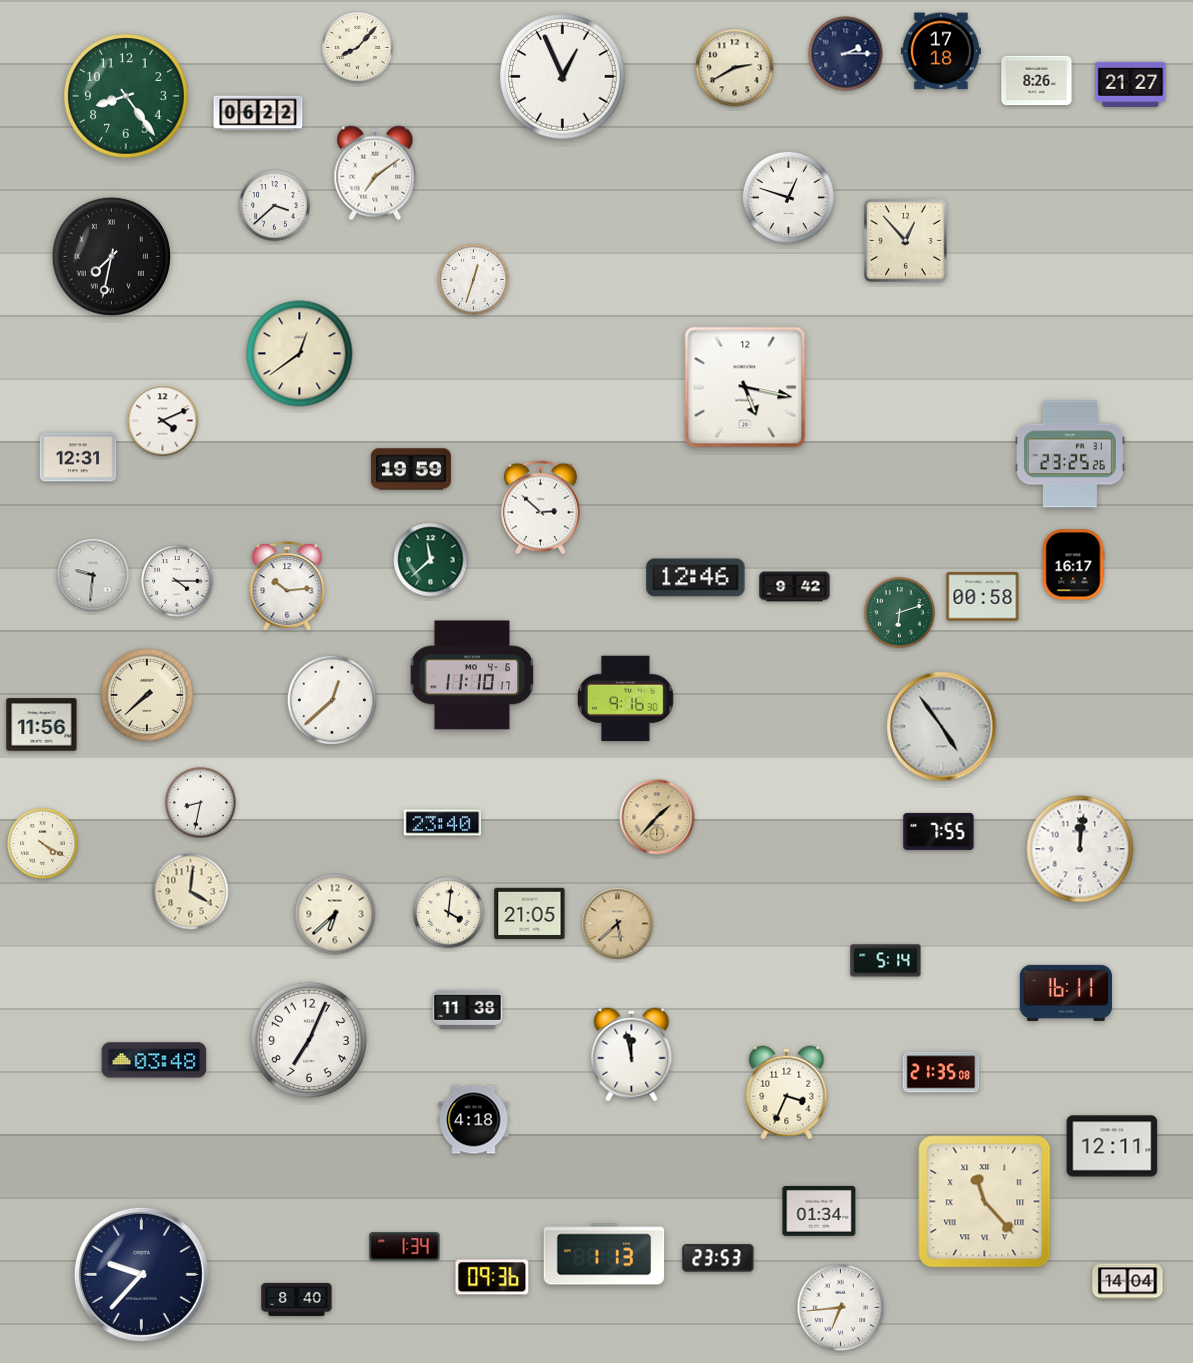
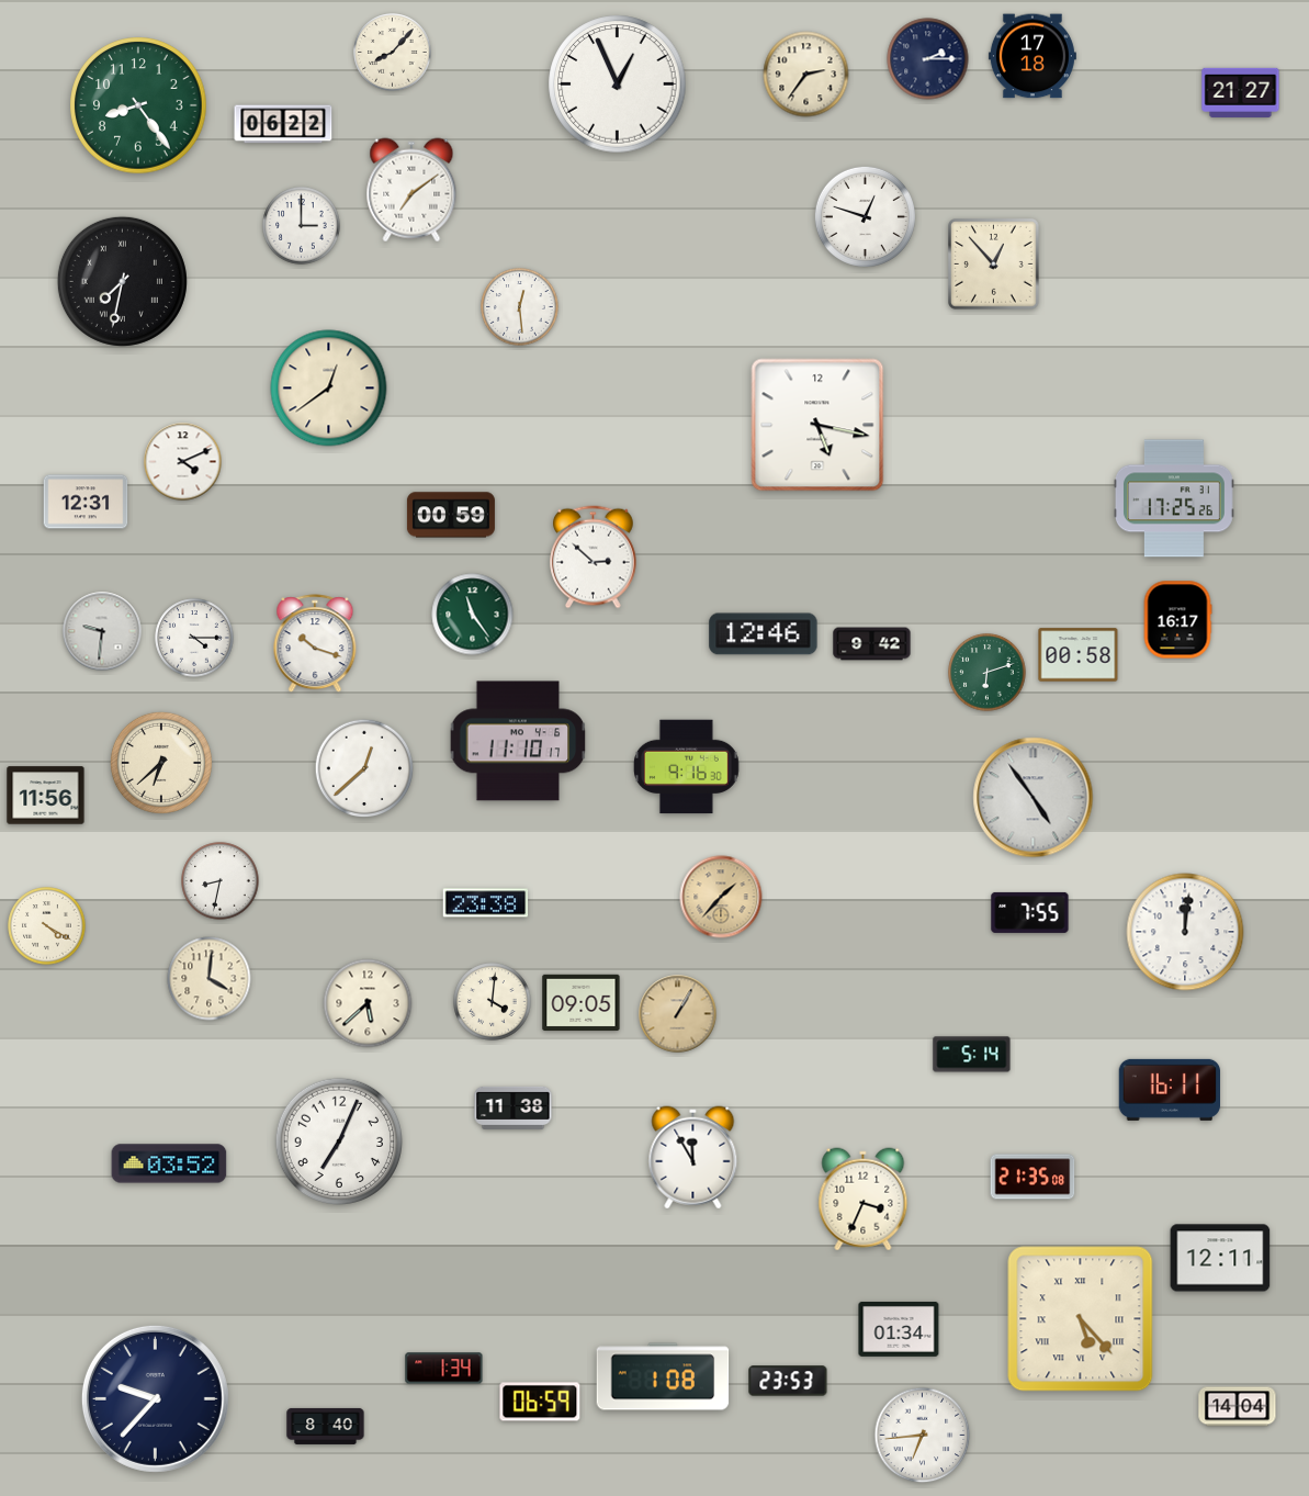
clock at (735, 68): 2:40 -> 2:36
clock at (1037, 81): 8:26 -> none
clock at (275, 206): 3:38 -> 3:00
clock at (474, 280): 12:33 -> 12:29
clock at (163, 421) position: (163, 421) -> (183, 462)
clock at (1070, 454): 23:25 -> 17:25
clock at (411, 469): 19:59 -> 00:59
clock at (431, 560): 11:38 -> 11:24
clock at (287, 587): 10:14 -> 10:18
clock at (147, 695): 7:38 -> 6:38
clock at (443, 823): 23:40 -> 23:38
clock at (335, 914): 6:38 -> 5:38
clock at (530, 914): 21:05 -> 09:05
clock at (618, 924): 5:38 -> 1:05
clock at (632, 1055): 11:58 -> 11:55
clock at (154, 1060): 03:48 -> 03:52
clock at (474, 1120): 4:18 -> none
clock at (985, 1202): 11:23 -> 5:23
clock at (604, 1254): 1:13 -> 1:08
clock at (492, 1277): 09:36 -> 06:59
